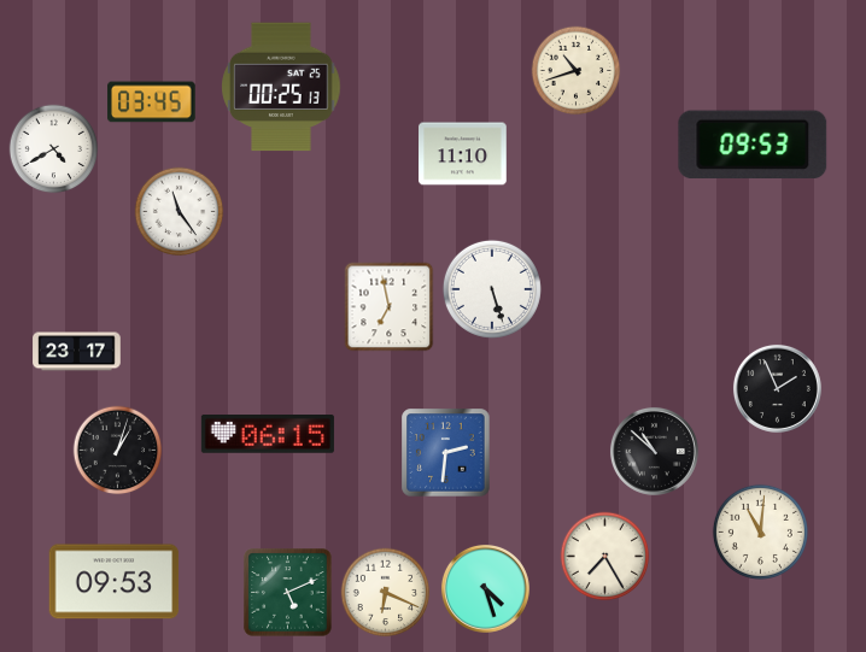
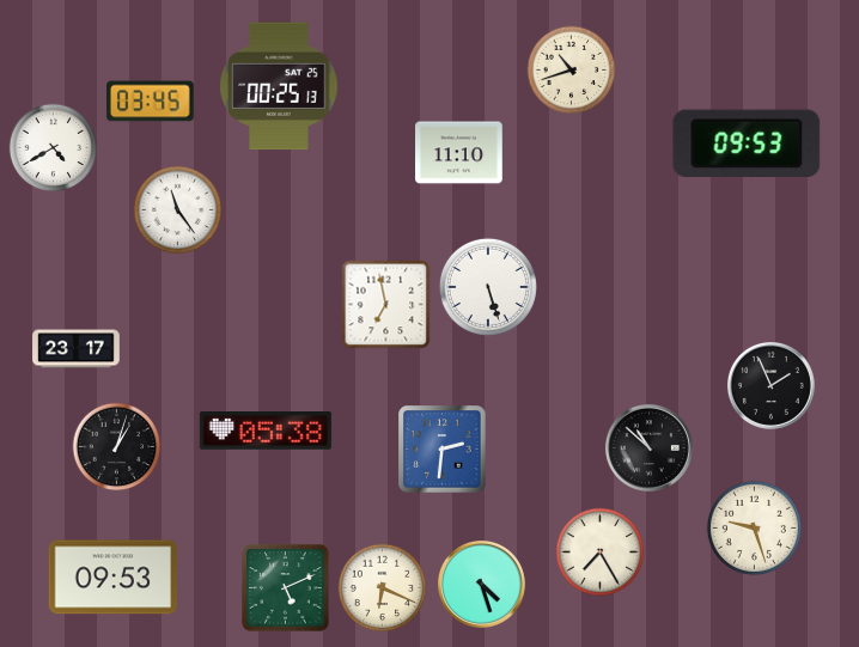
clock at (268, 434): 06:15 -> 05:38
clock at (760, 531): 11:01 -> 9:27
